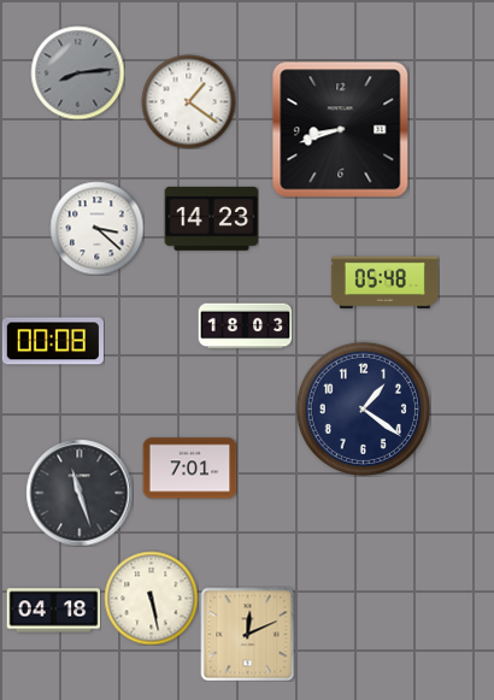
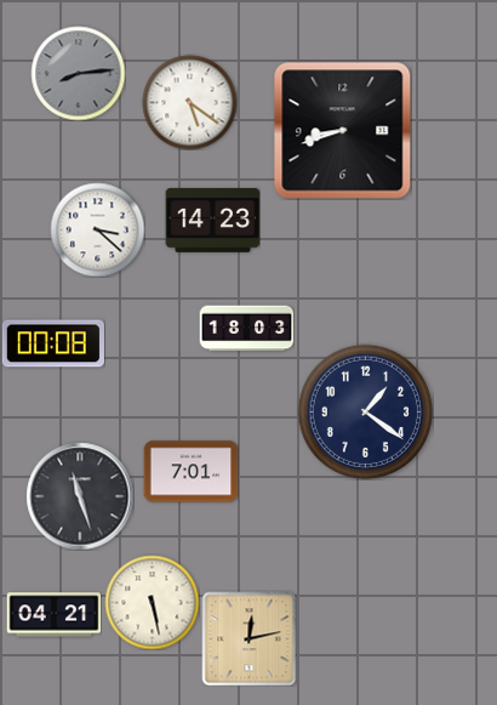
clock at (188, 101): 1:21 -> 5:21
clock at (384, 282): 05:48 -> none
clock at (53, 611): 04:18 -> 04:21
clock at (247, 634): 12:11 -> 12:13
